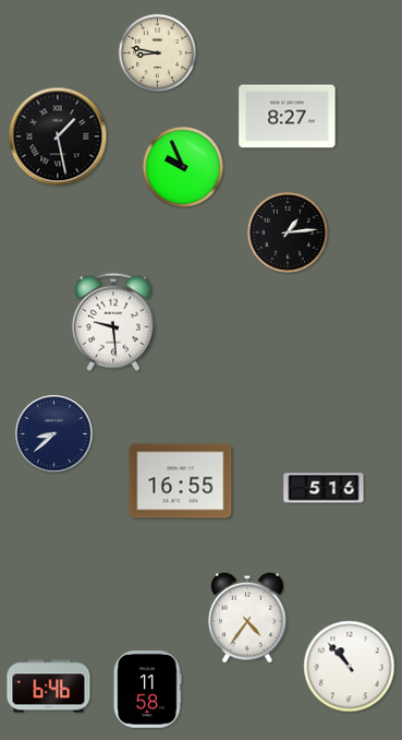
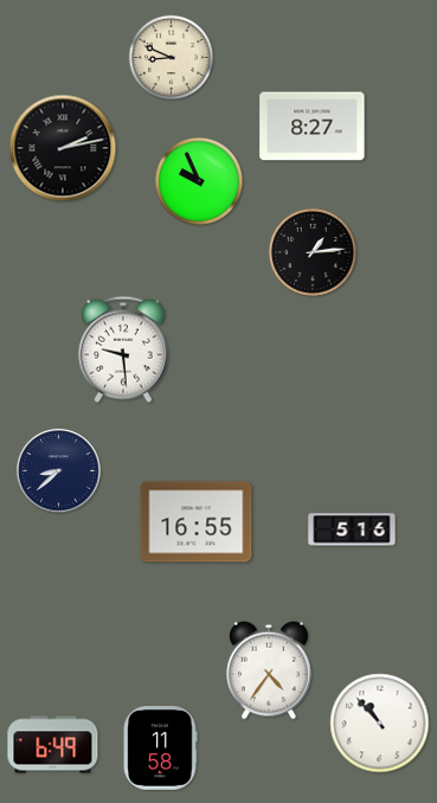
clock at (157, 52): 8:47 -> 8:49
clock at (58, 136): 1:28 -> 2:13
clock at (49, 687): 6:46 -> 6:49
